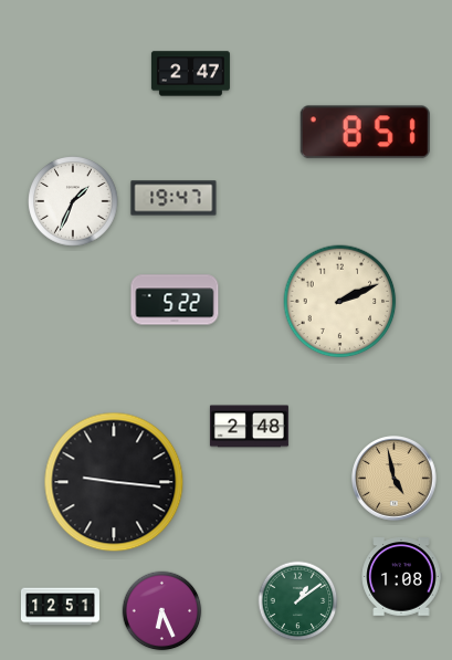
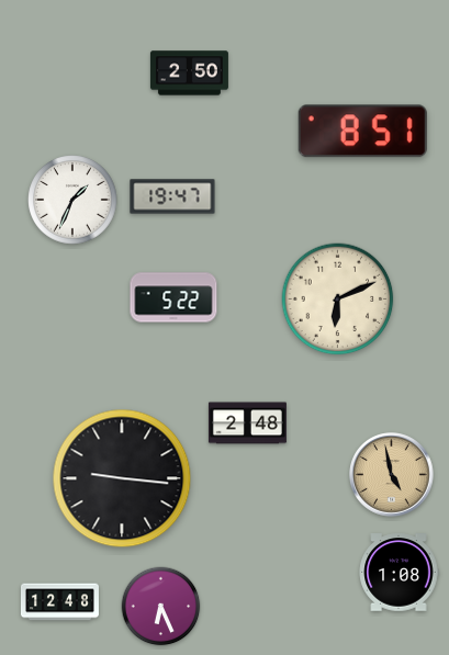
clock at (190, 74): 2:47 -> 2:50
clock at (340, 302): 2:11 -> 6:11
clock at (114, 482) position: (114, 482) -> (122, 478)
clock at (298, 601): 1:09 -> none
clock at (60, 607): 12:51 -> 12:48
